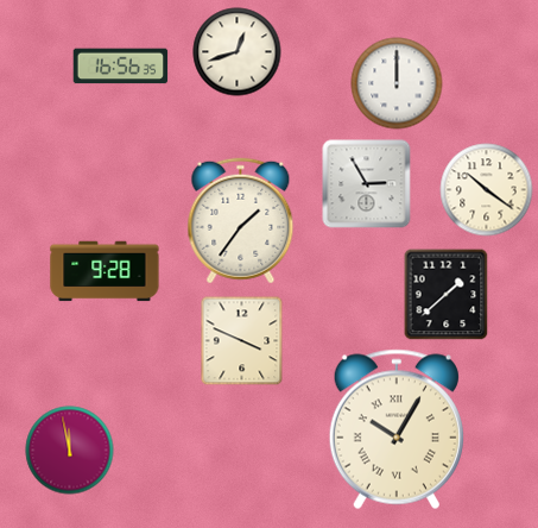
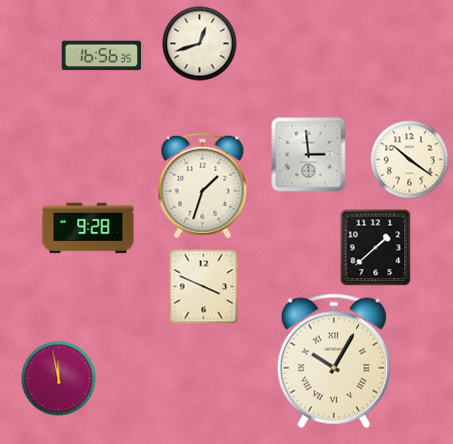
clock at (397, 83): 12:00 -> none
clock at (367, 184): 2:55 -> 2:59
clock at (241, 221): 1:36 -> 1:33
